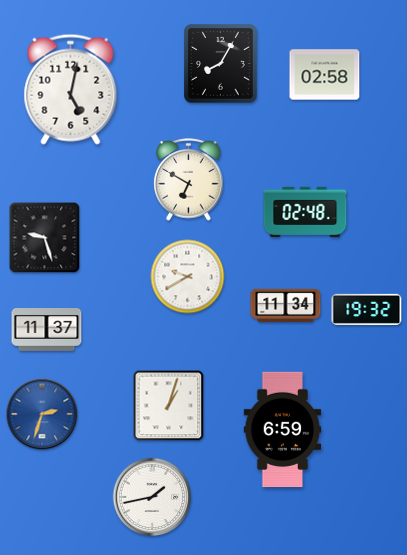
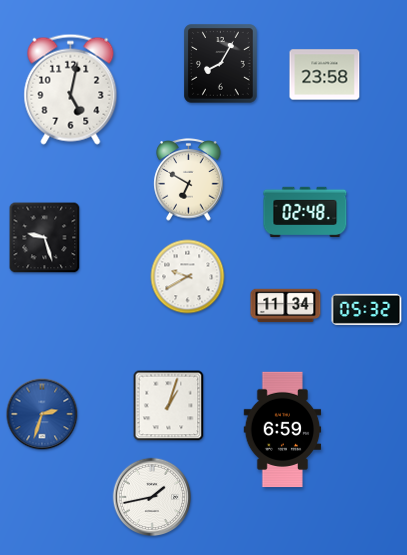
clock at (325, 75): 02:58 -> 23:58
clock at (367, 309): 19:32 -> 05:32
clock at (47, 330): 11:37 -> none
